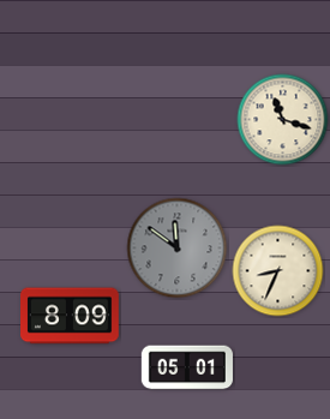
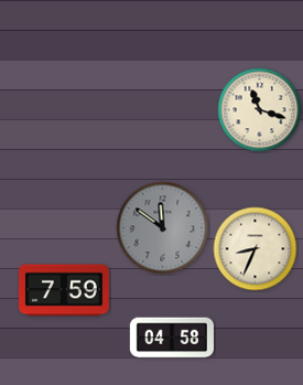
clock at (71, 316): 8:09 -> 7:59
clock at (186, 367): 05:01 -> 04:58
